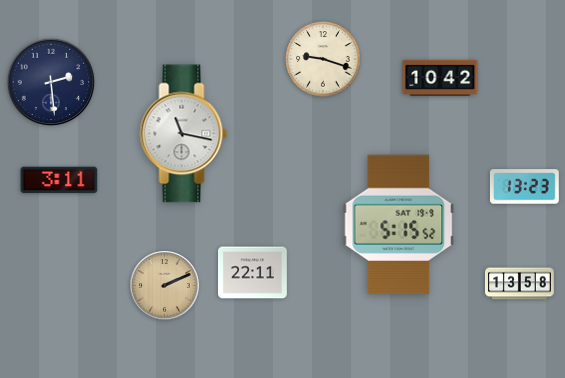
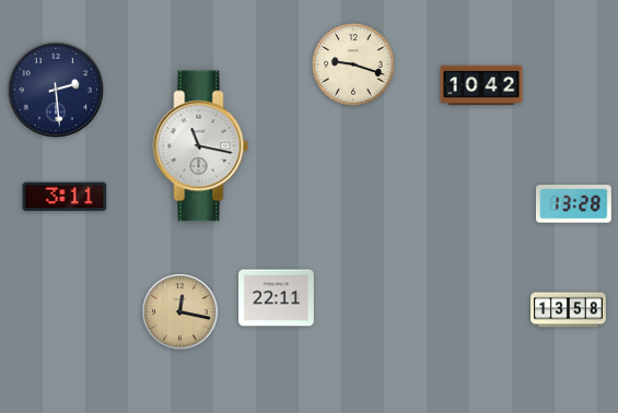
clock at (524, 187): 13:23 -> 13:28
clock at (399, 225): 5:15 -> none
clock at (165, 286): 2:11 -> 12:17
